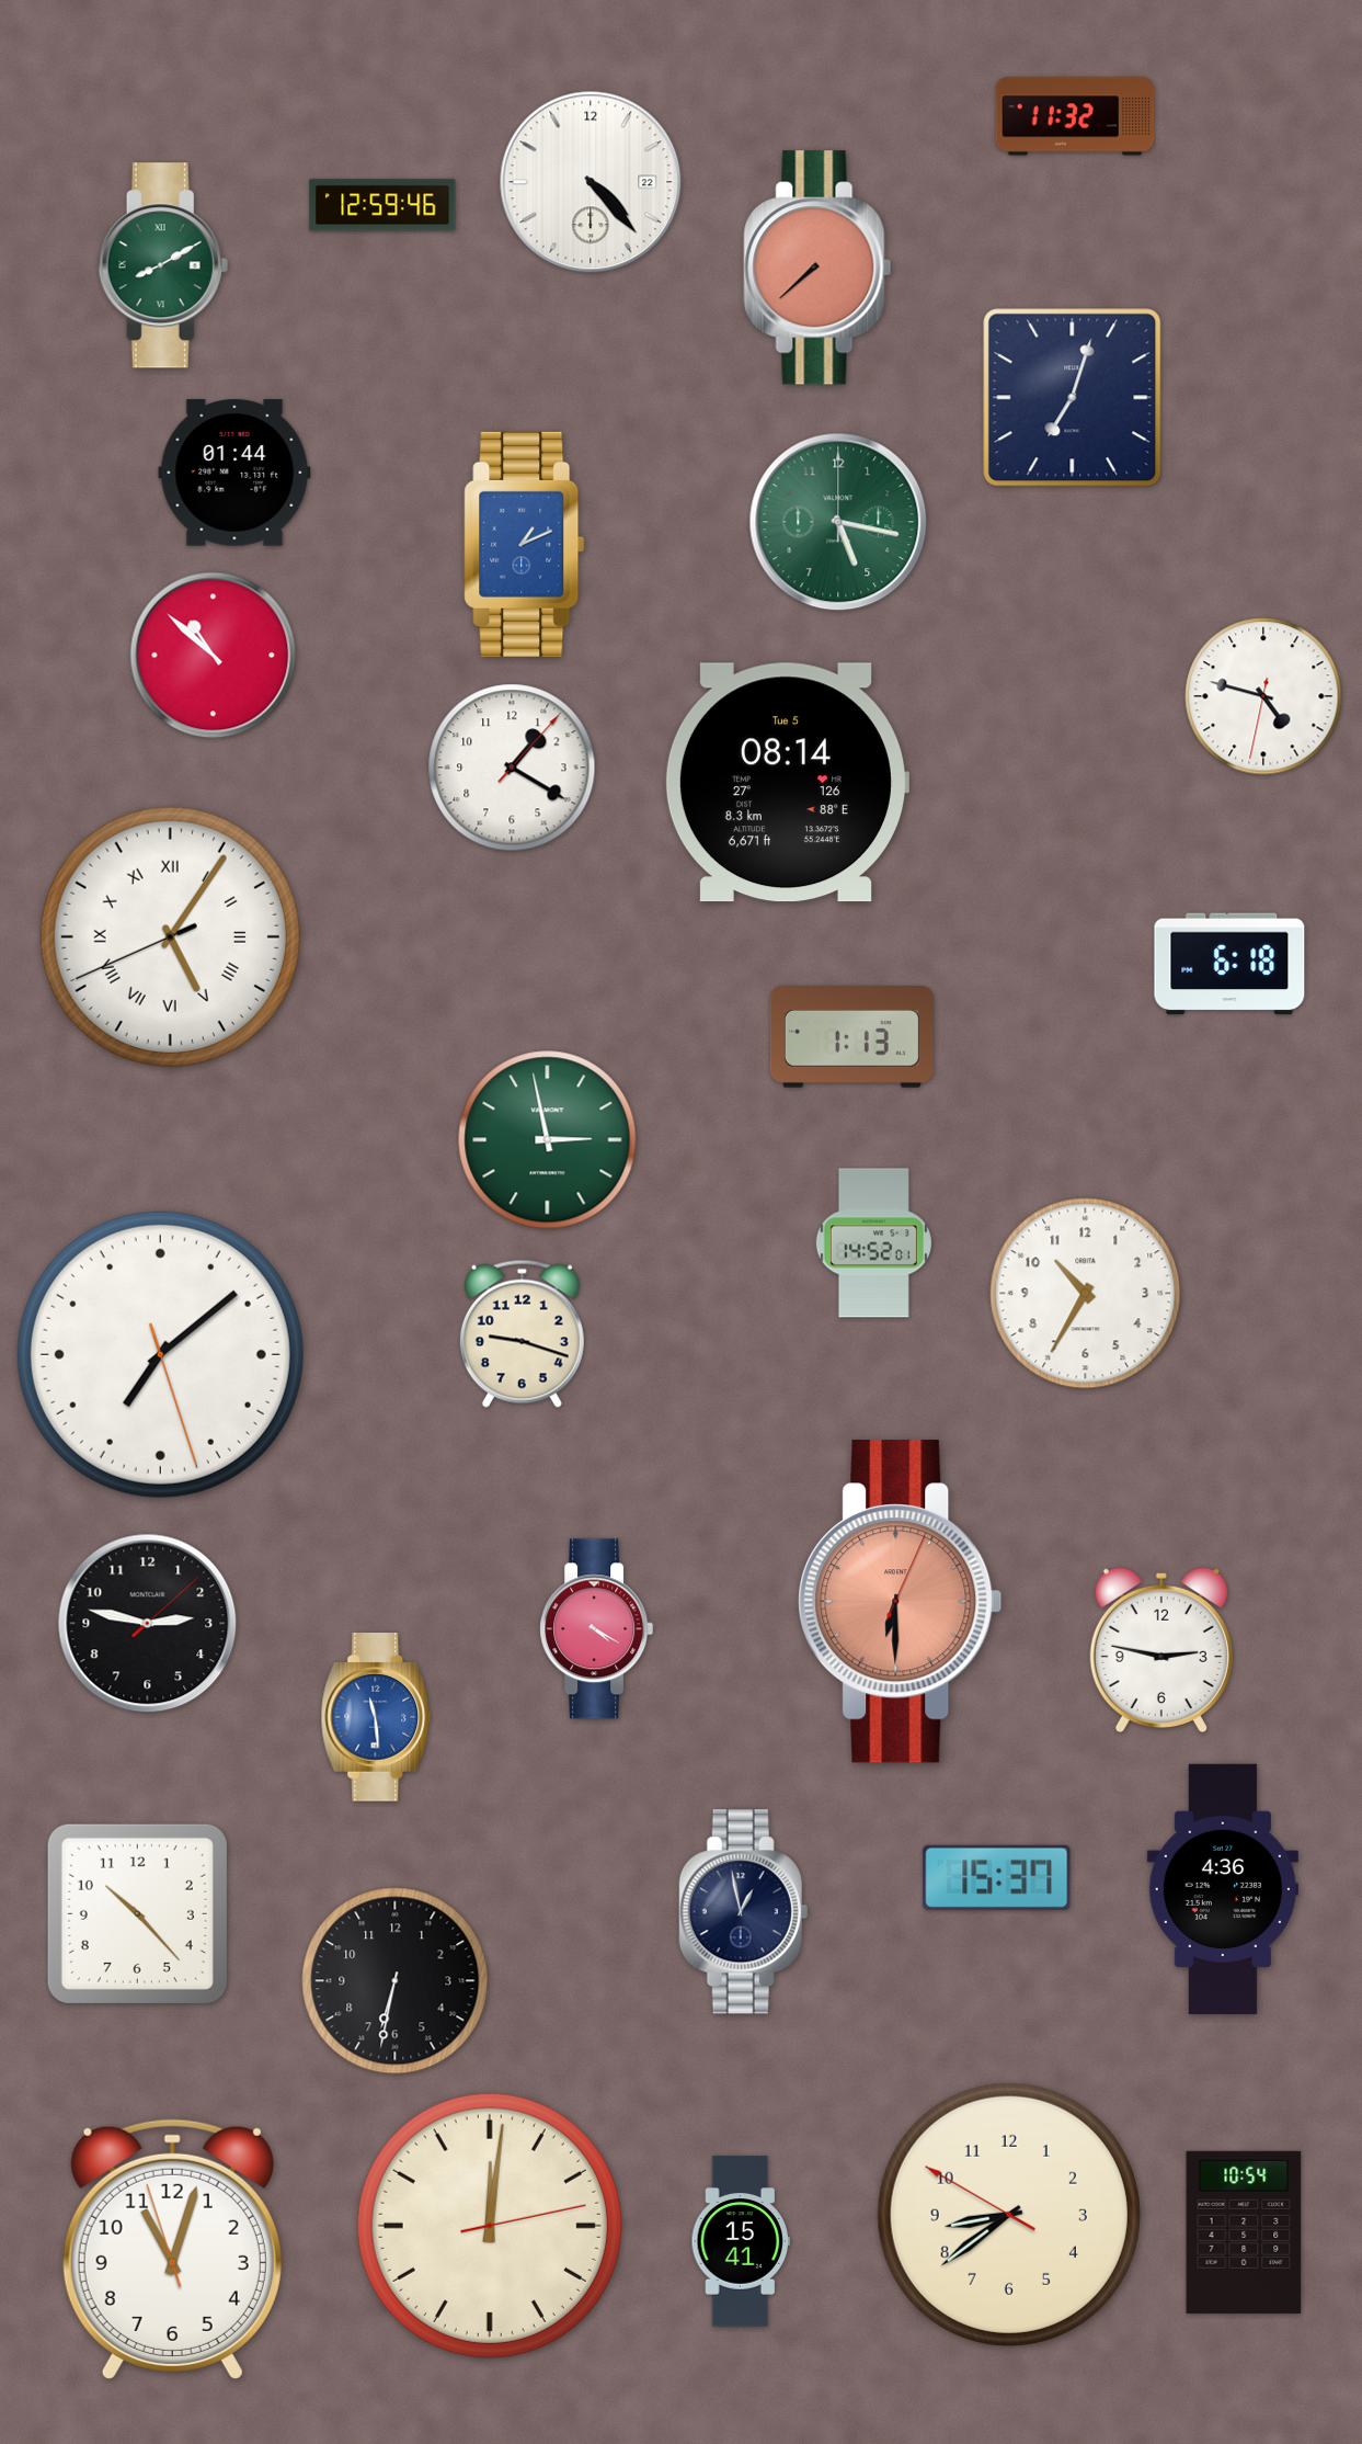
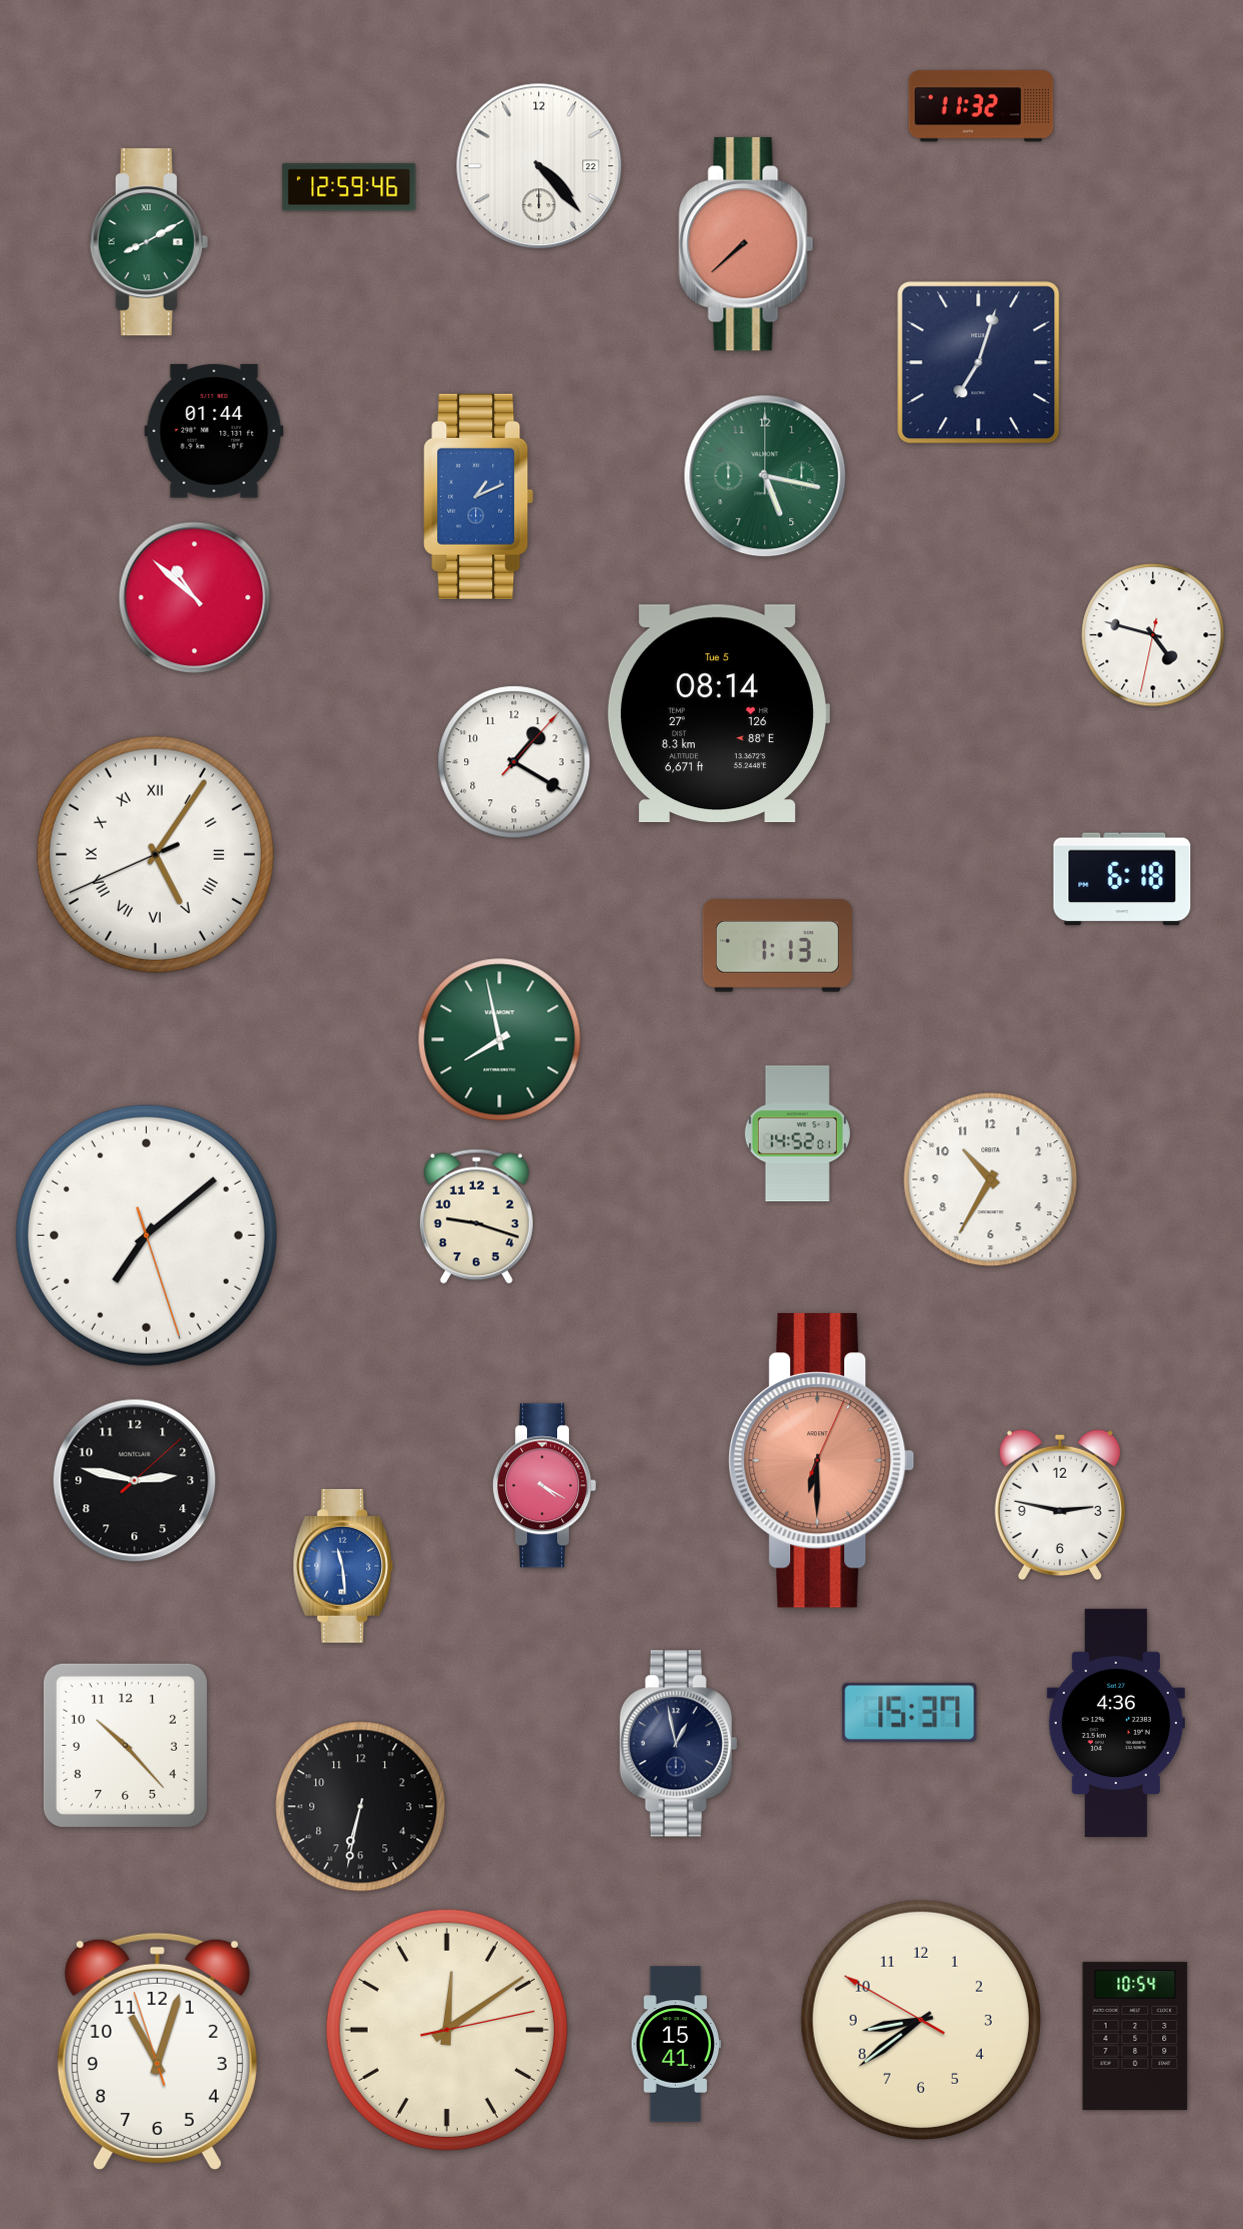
clock at (512, 768) position: (512, 768) -> (514, 762)
clock at (548, 1140): 2:58 -> 7:58
clock at (490, 2226): 12:01 -> 12:09
